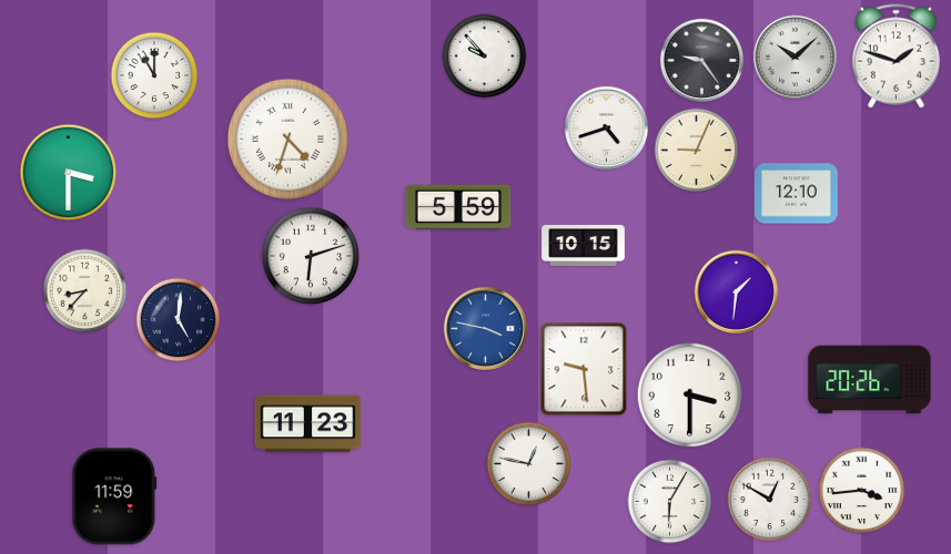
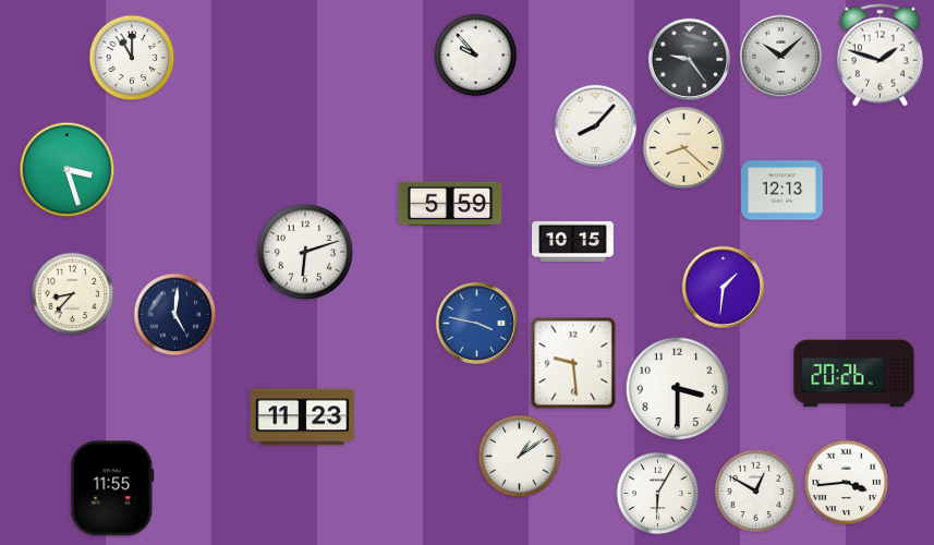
clock at (154, 75) position: (154, 75) -> (132, 58)
clock at (606, 127): 4:42 -> 8:07
clock at (287, 138): 4:33 -> none
clock at (697, 151): 9:04 -> 8:22
clock at (69, 173): 3:30 -> 3:27
clock at (797, 194): 12:10 -> 12:13
clock at (85, 291) position: (85, 291) -> (73, 294)
clock at (529, 464): 12:47 -> 1:09
clock at (114, 496): 11:59 -> 11:55
